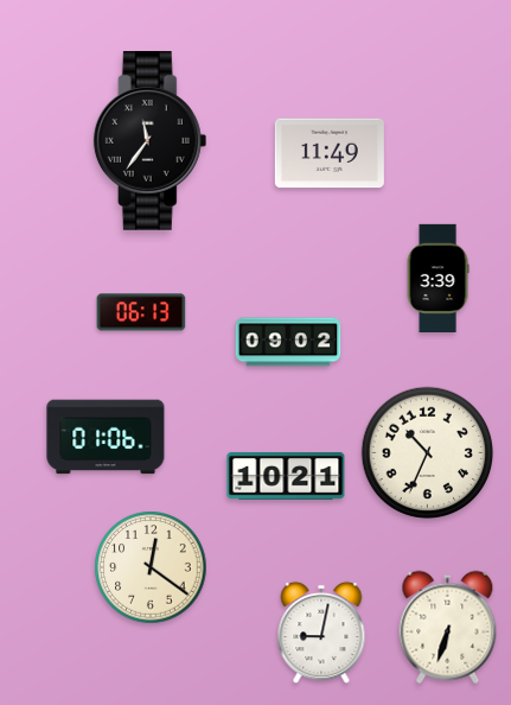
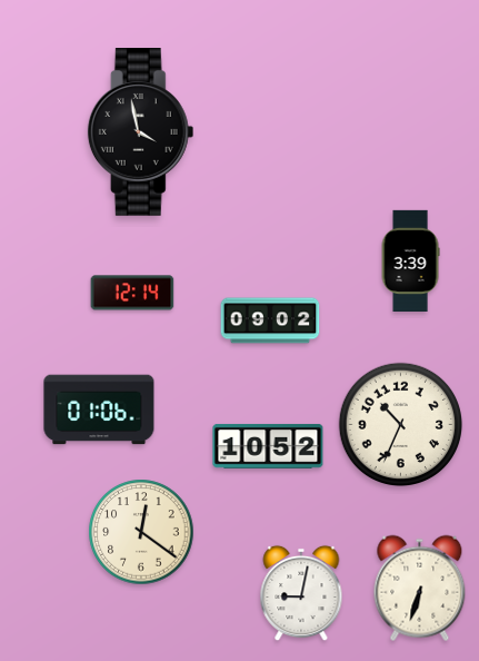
clock at (151, 141): 11:36 -> 3:58
clock at (330, 153): 11:49 -> none
clock at (141, 312): 06:13 -> 12:14
clock at (286, 476): 10:21 -> 10:52
